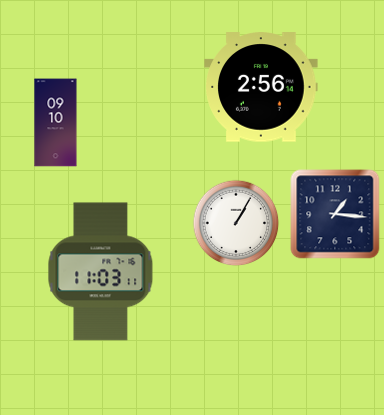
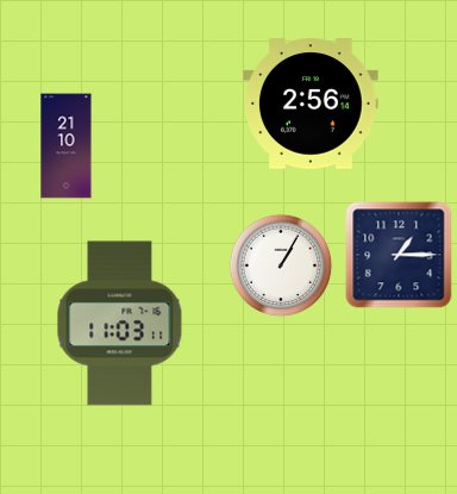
clock at (56, 123): 09:10 -> 21:10
clock at (335, 214): 1:16 -> 1:15
